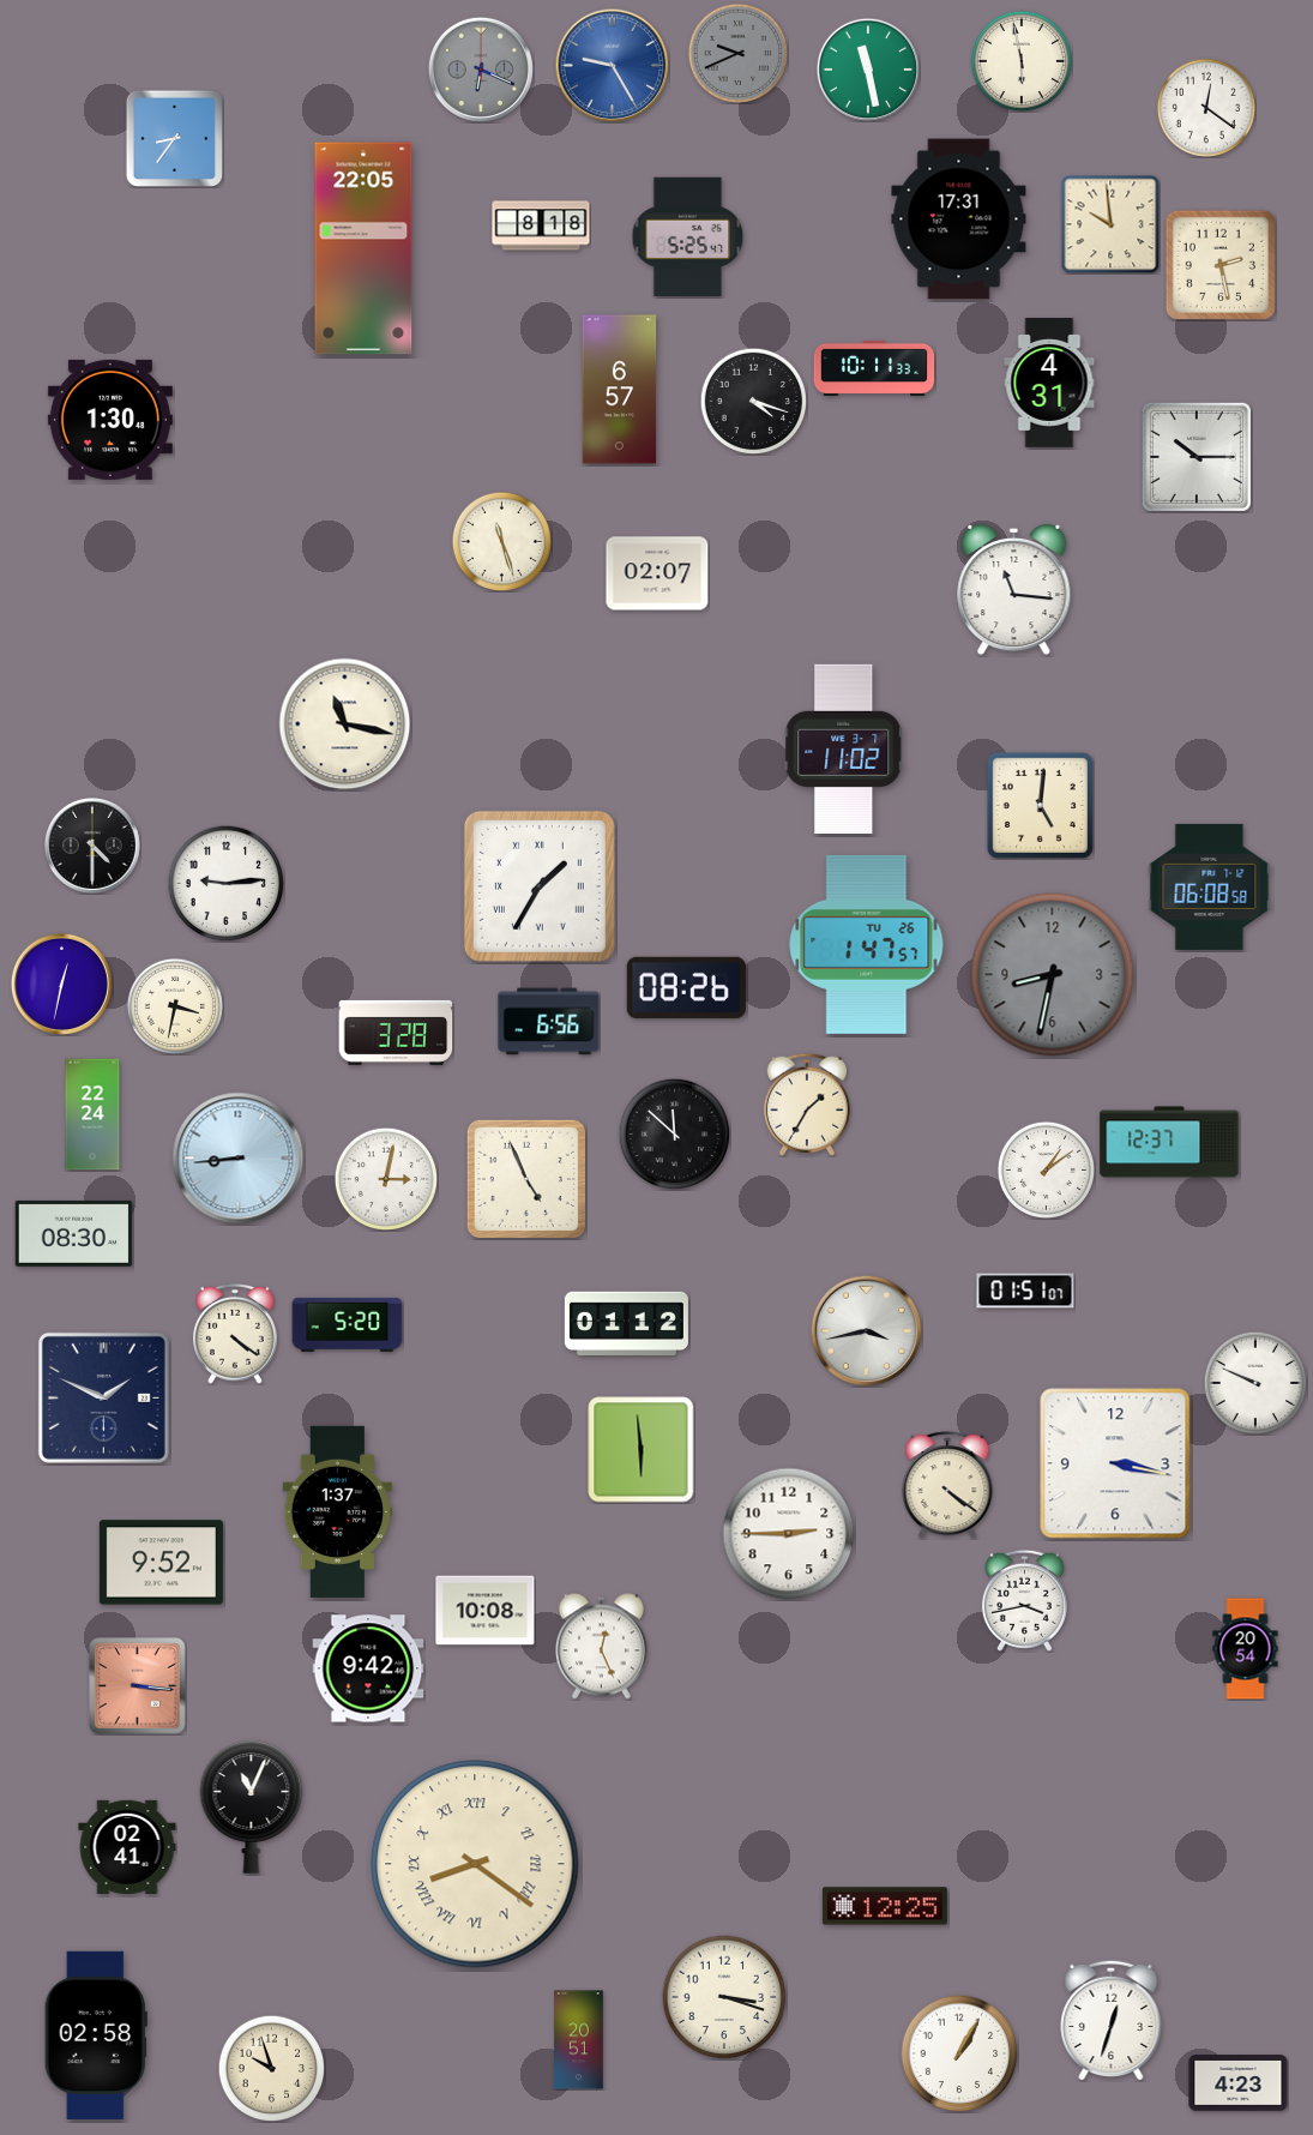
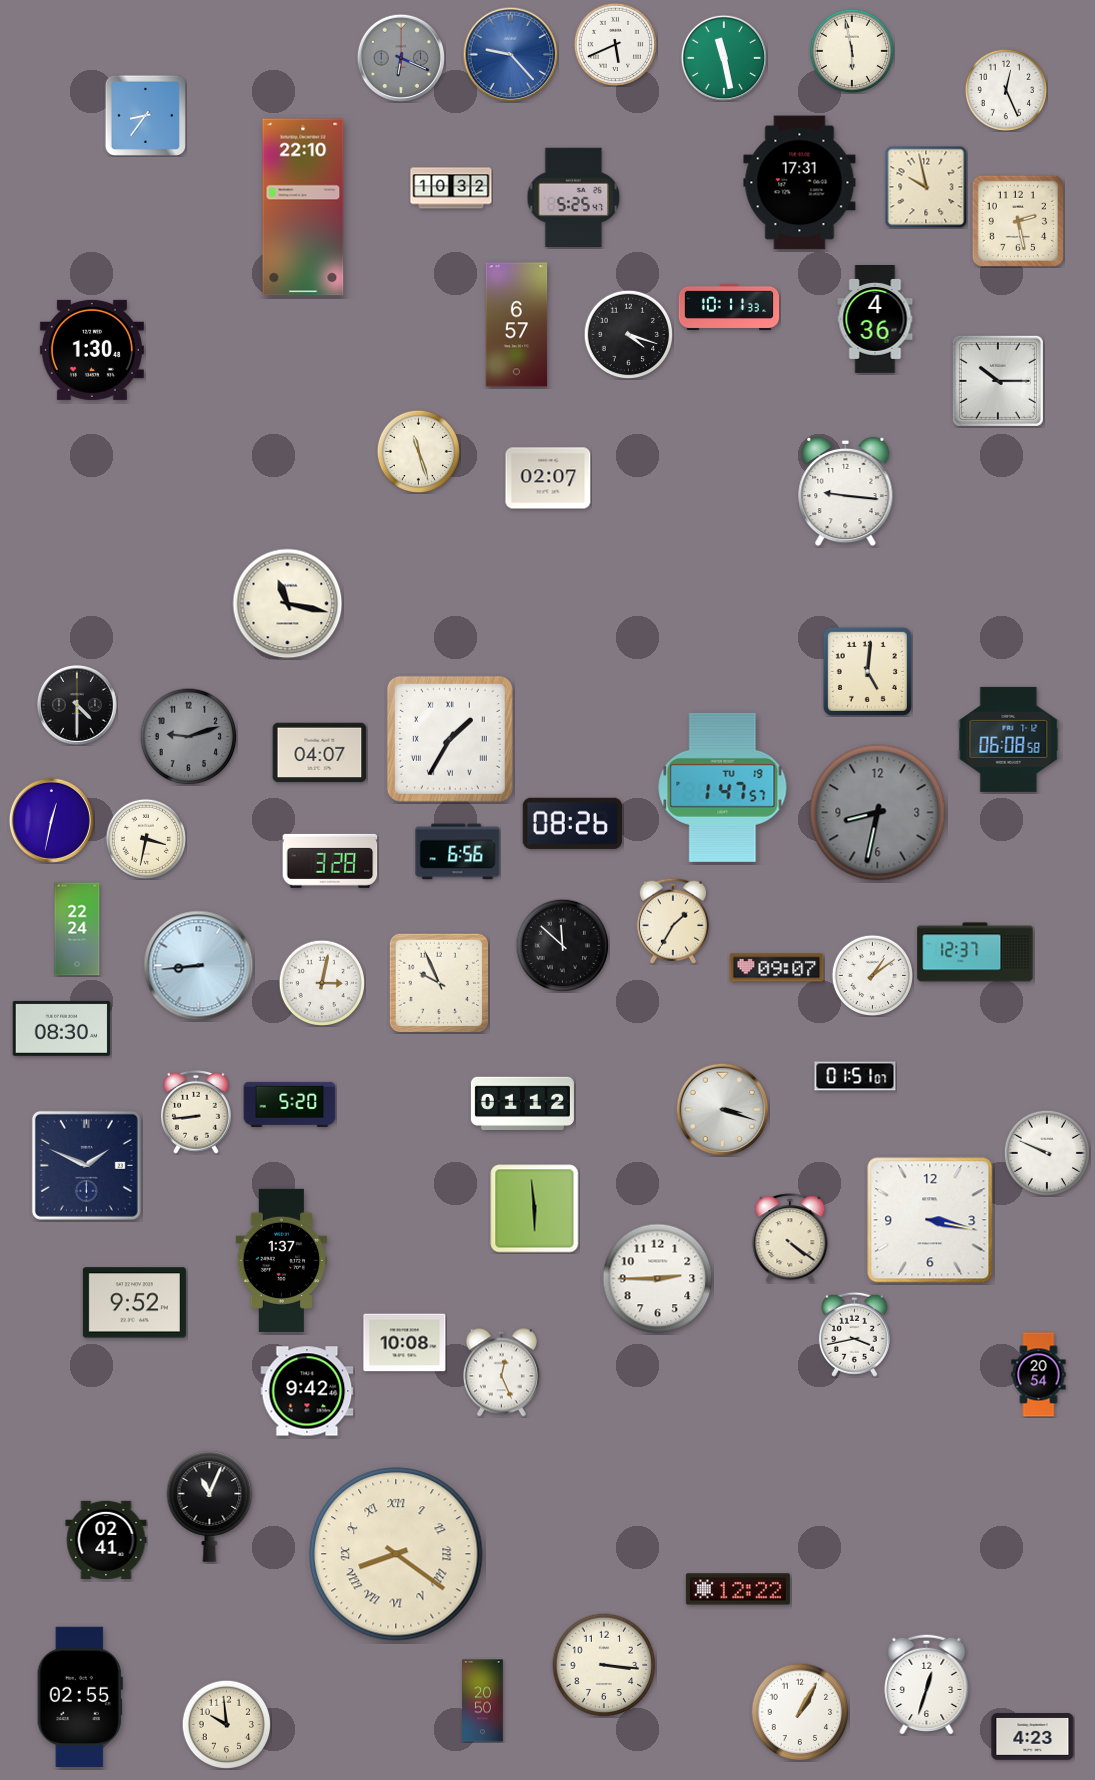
clock at (737, 53): 9:41 -> 5:41
clock at (737, 53) dial: grey -> white
clock at (612, 65): 9:25 -> 9:23
clock at (1205, 107): 12:21 -> 12:26
clock at (1110, 224): 9:59 -> 9:58
clock at (541, 225): 8:18 -> 10:32
clock at (363, 248): 22:05 -> 22:10
clock at (1049, 384): 4:31 -> 4:36
clock at (1014, 590): 11:16 -> 9:16
clock at (844, 748): 11:02 -> none
clock at (225, 883): 9:14 -> 9:12
clock at (225, 883) dial: white -> grey
clock at (320, 753): none -> 04:07
clock at (867, 944) date: TU 26 -> TU 19
clock at (777, 968): none -> 09:07
clock at (525, 1178): 4:56 -> 9:56
clock at (866, 1330): 3:43 -> 3:18
clock at (236, 1334): 4:21 -> 8:44
clock at (138, 1686): 3:16 -> none
clock at (885, 1906): 12:25 -> 12:22
clock at (724, 1997): 3:18 -> 3:16
clock at (96, 2034): 02:58 -> 02:55
clock at (579, 2040): 20:51 -> 20:50
clock at (271, 2068): 9:57 -> 9:59
